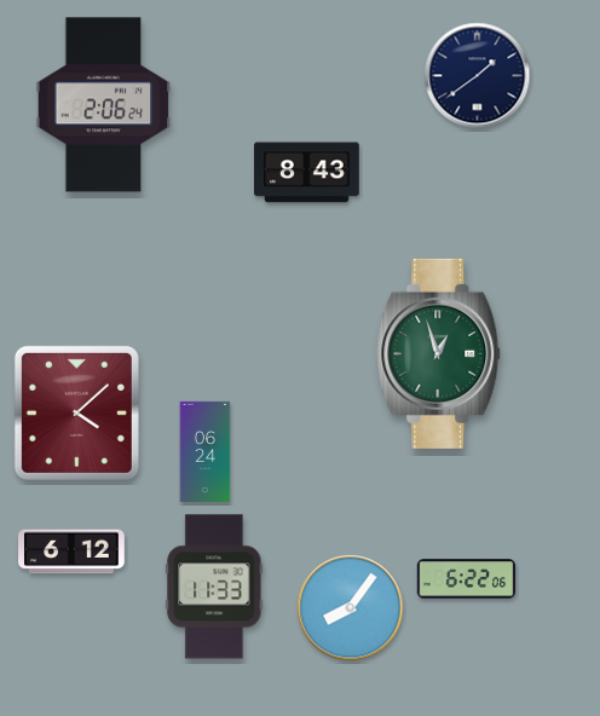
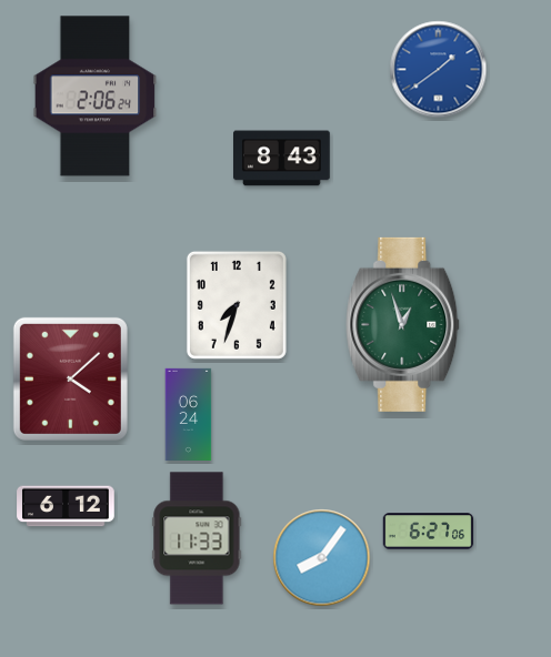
clock at (478, 76) dial: navy -> blue
clock at (237, 305): none -> 7:33
clock at (467, 579): 6:22 -> 6:27
